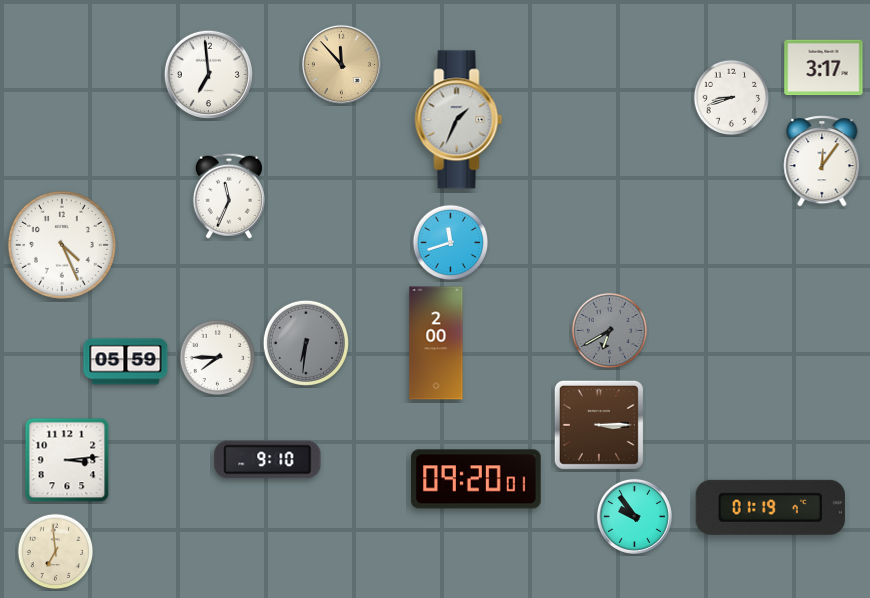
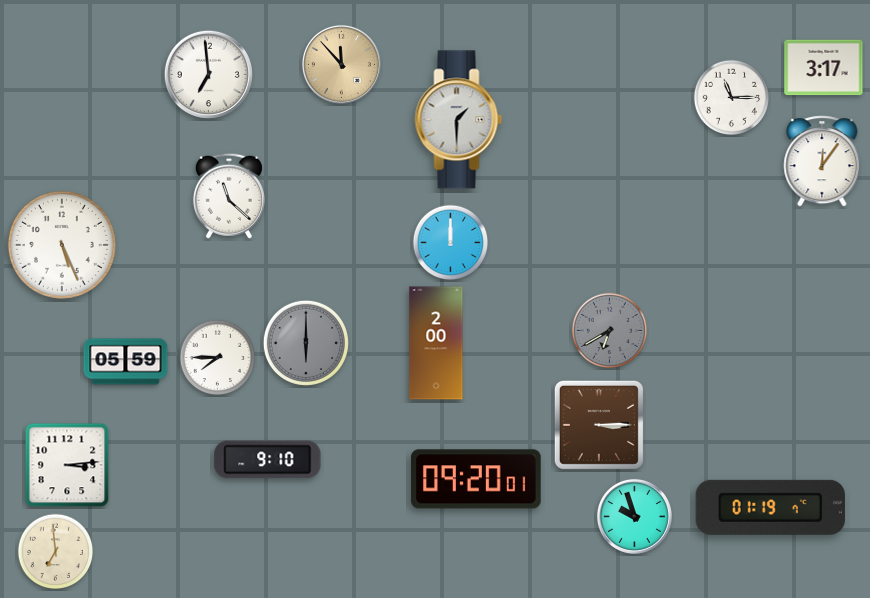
clock at (732, 98): 8:42 -> 11:15
clock at (459, 120): 1:34 -> 1:30
clock at (229, 196): 11:34 -> 11:22
clock at (451, 243): 11:42 -> 12:00
clock at (62, 245): 4:26 -> 5:26
clock at (305, 342): 6:31 -> 6:00
clock at (67, 460) position: (67, 460) -> (67, 465)
clock at (634, 516): 9:54 -> 9:57
